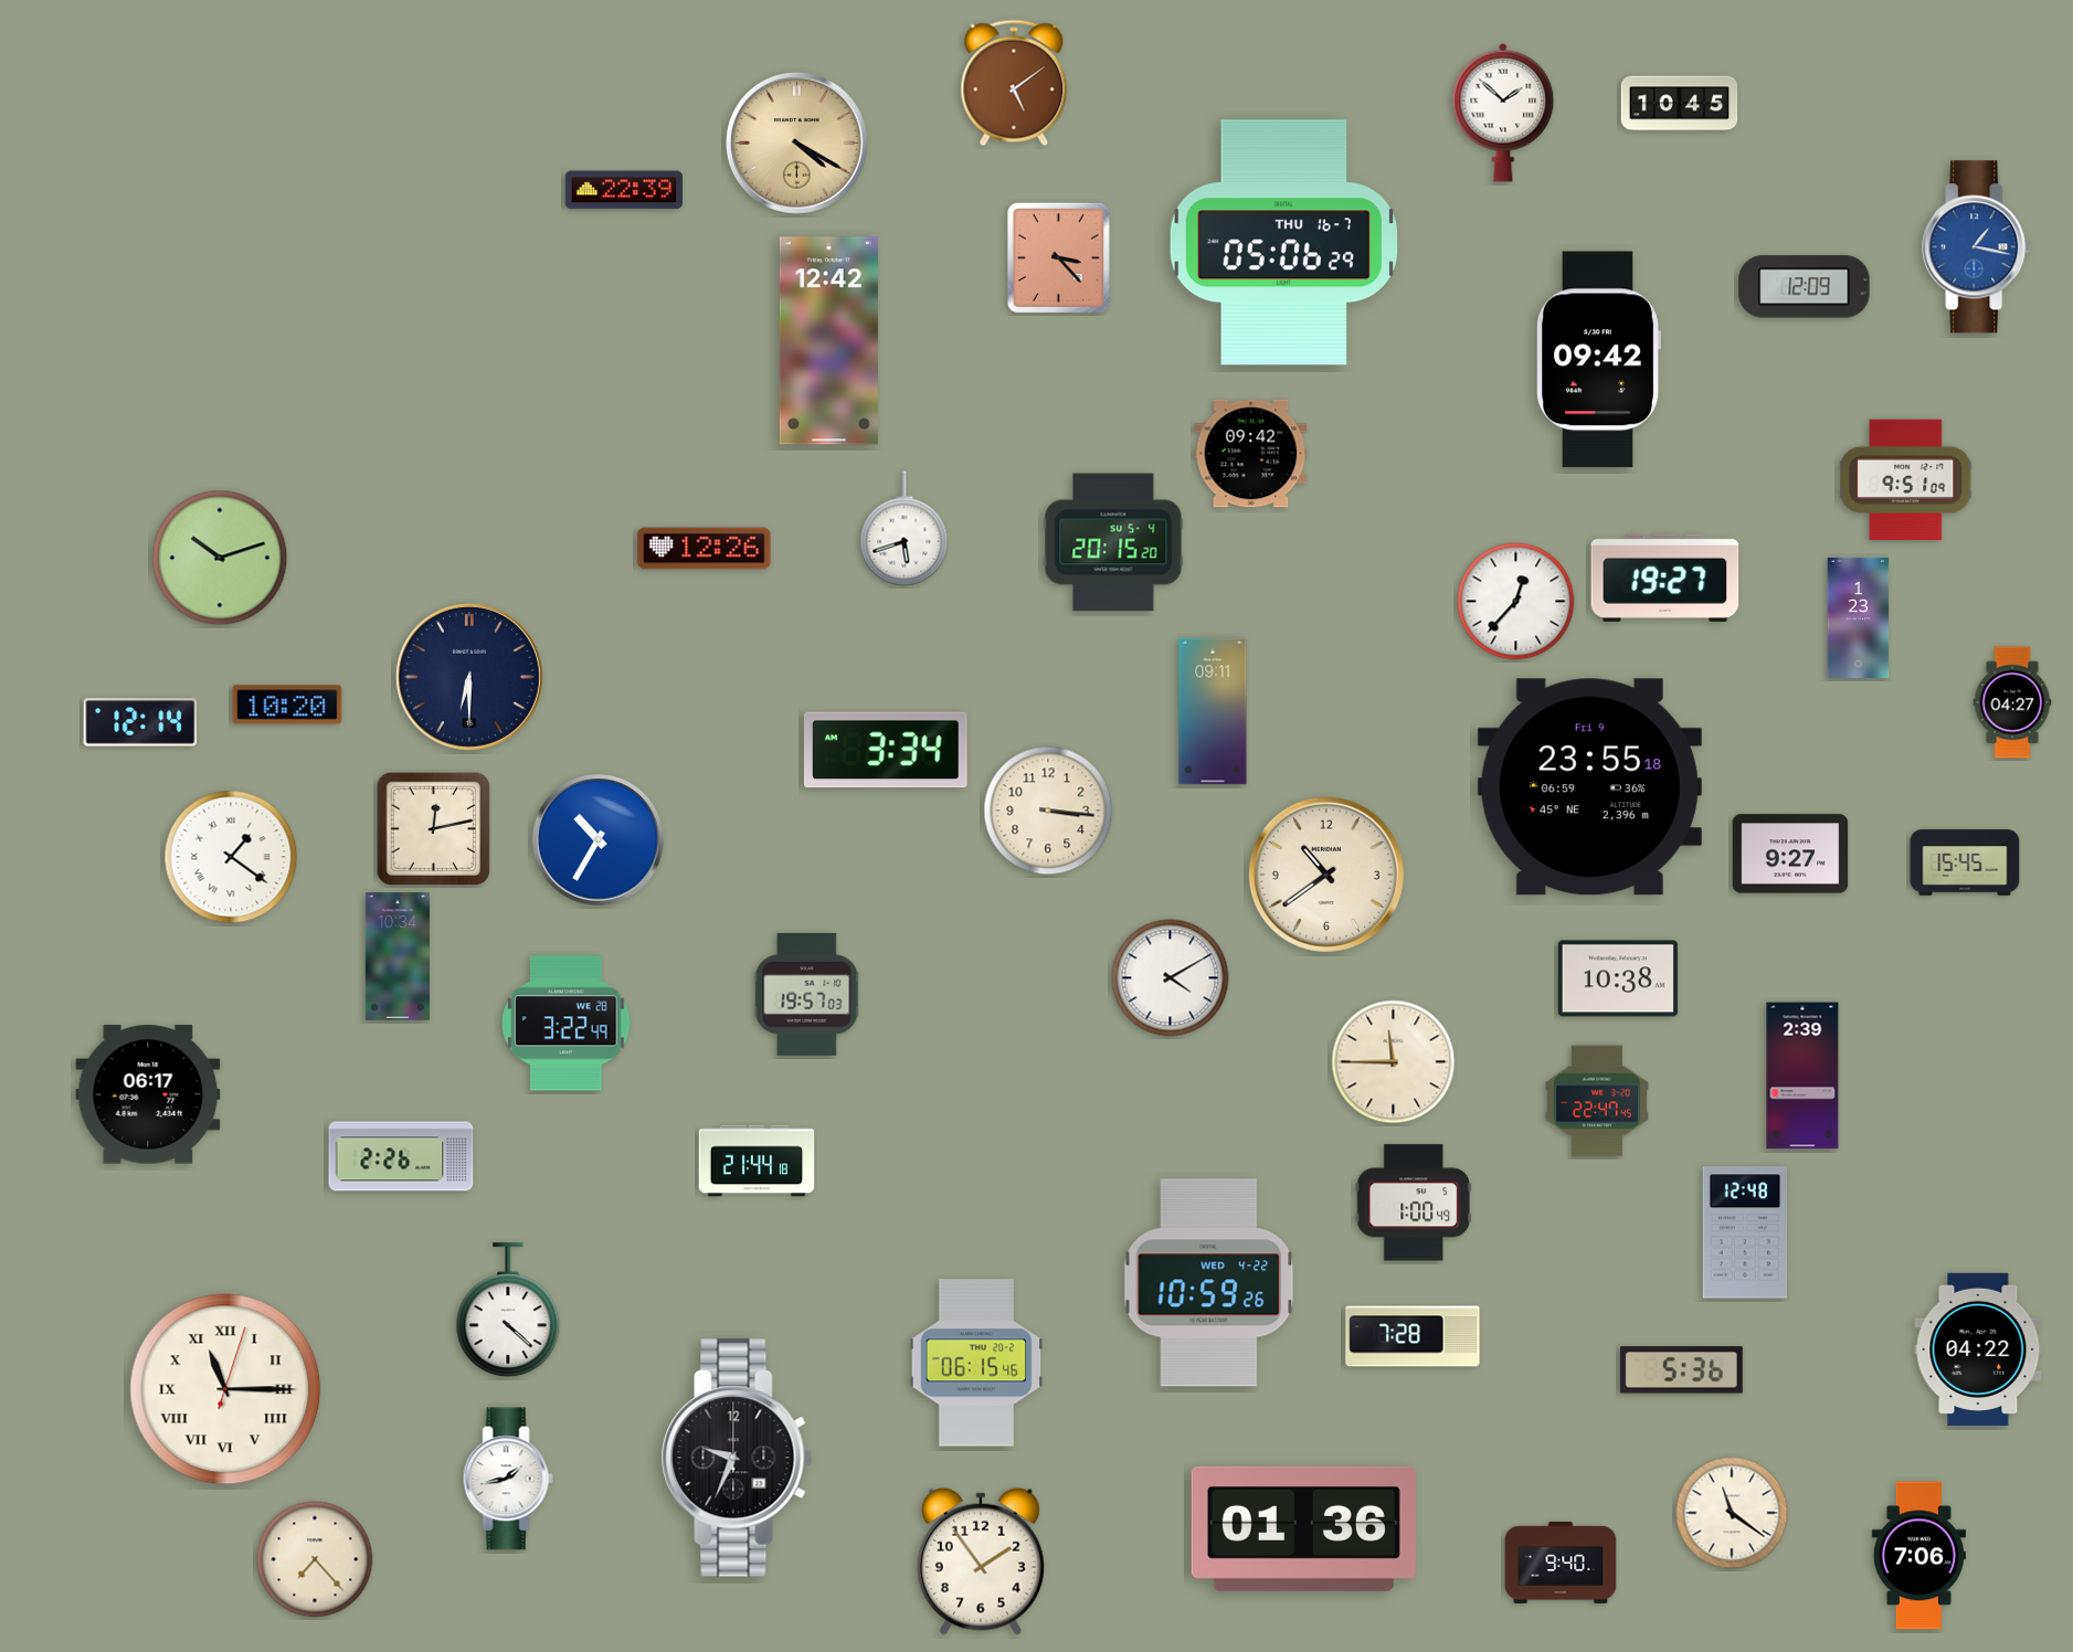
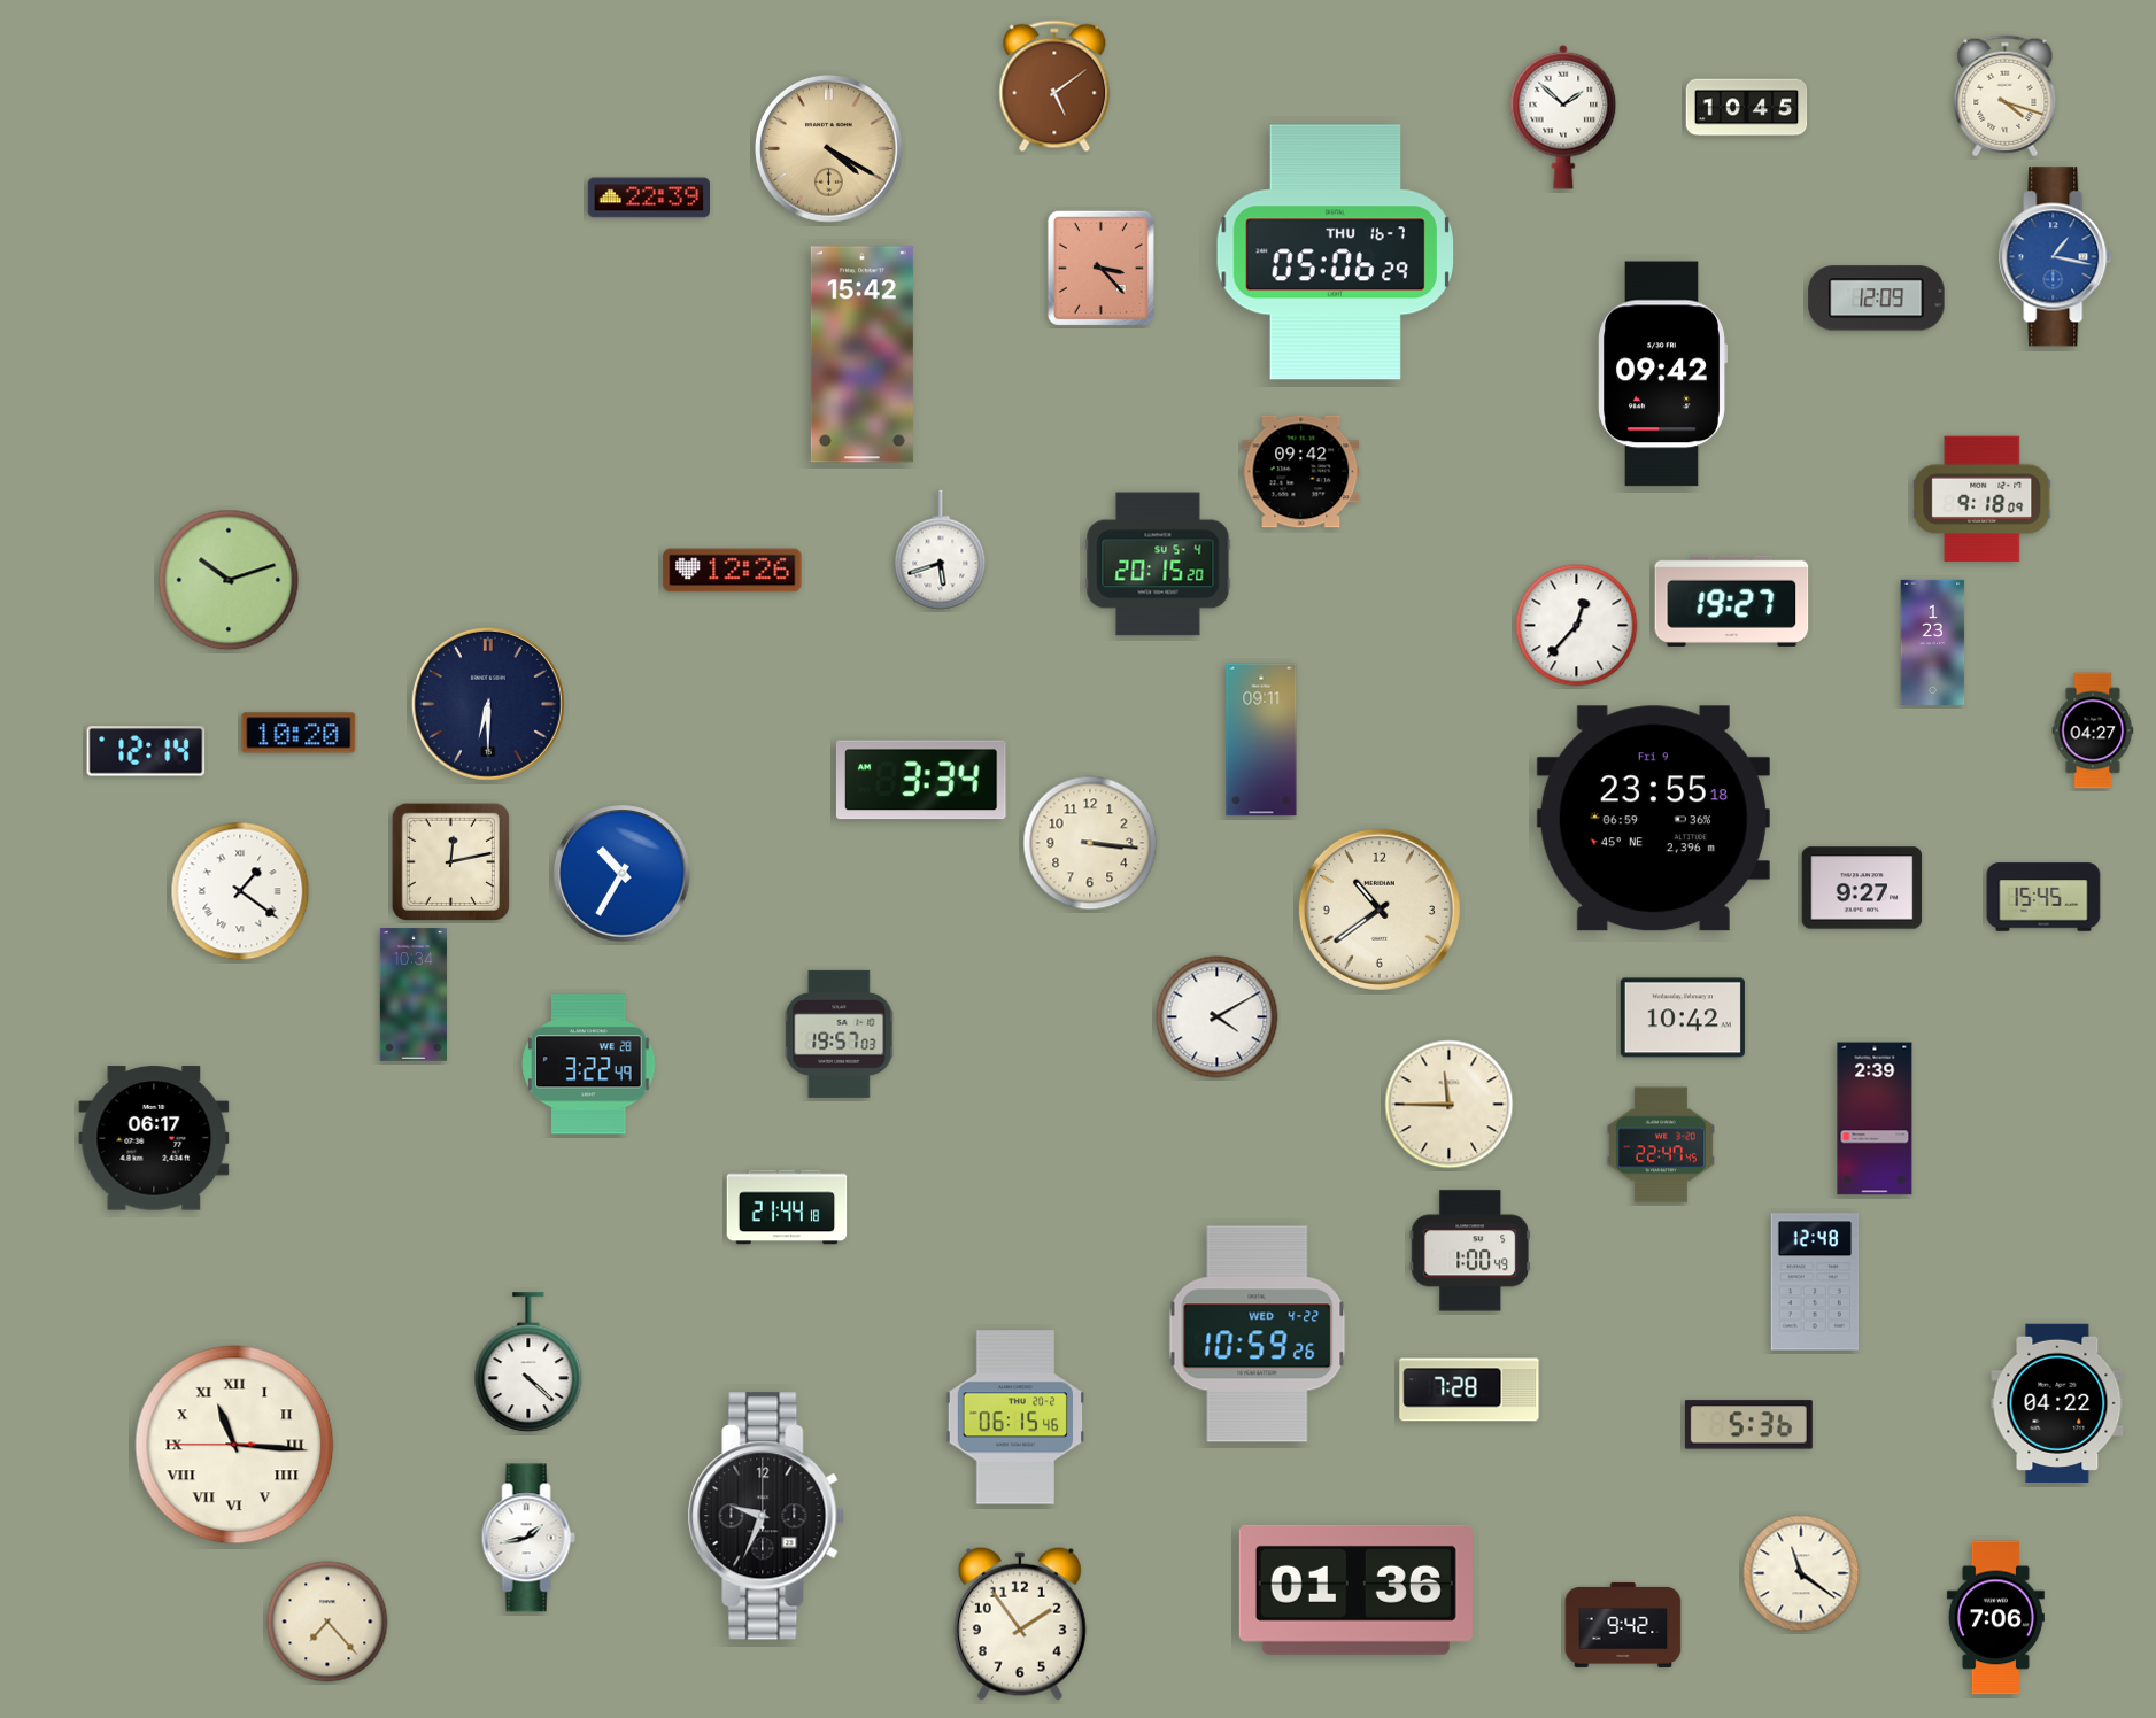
clock at (2006, 96): none -> 4:18
clock at (828, 341): 12:42 -> 15:42
clock at (1906, 480): 9:51 -> 9:18
clock at (1618, 978): 10:38 -> 10:42
clock at (401, 1156): 2:26 -> none
clock at (225, 1389): 11:15:03 -> 11:15:45
clock at (1561, 1563): 9:40 -> 9:42
